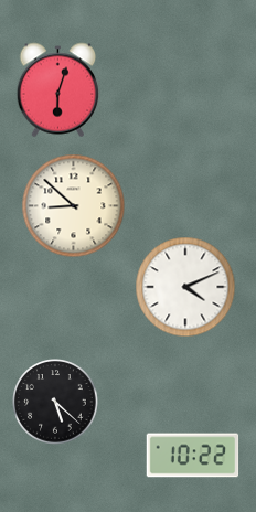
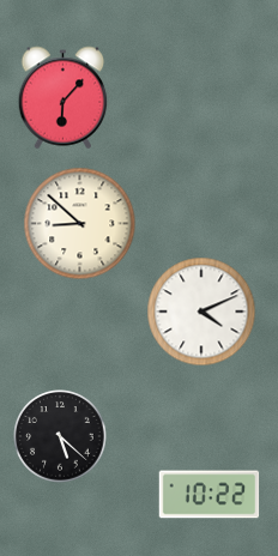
clock at (58, 90): 6:03 -> 6:07
